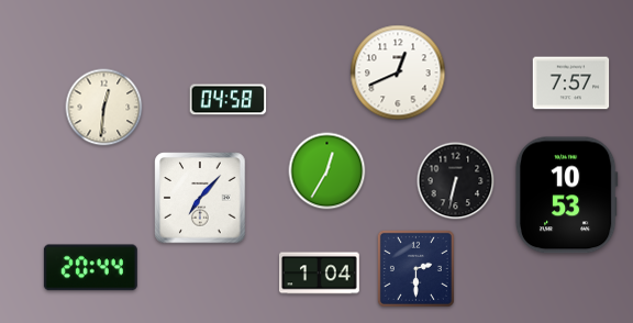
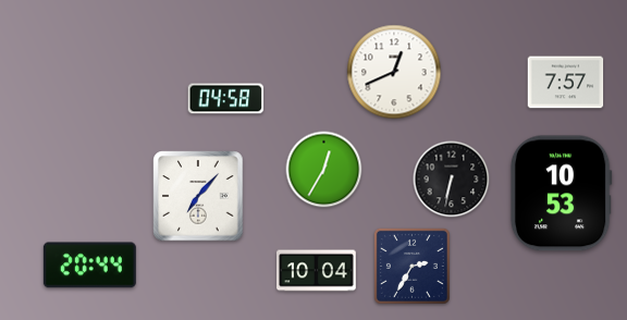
clock at (104, 108): 12:31 -> none
clock at (415, 268): 2:30 -> 2:35
clock at (320, 274): 1:04 -> 10:04
